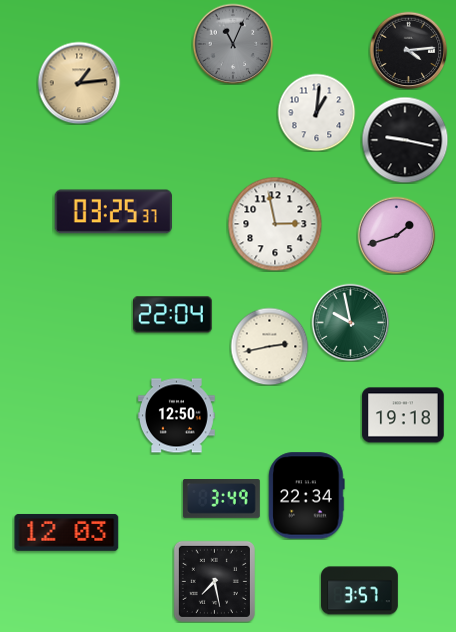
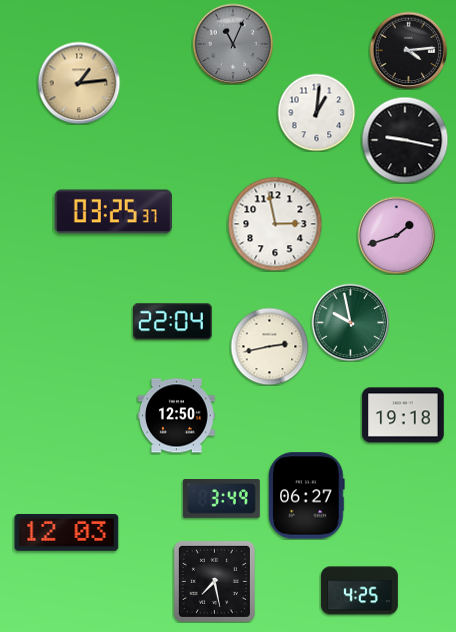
clock at (173, 315) position: (173, 315) -> (173, 322)
clock at (307, 496): 22:34 -> 06:27
clock at (360, 591): 3:57 -> 4:25
